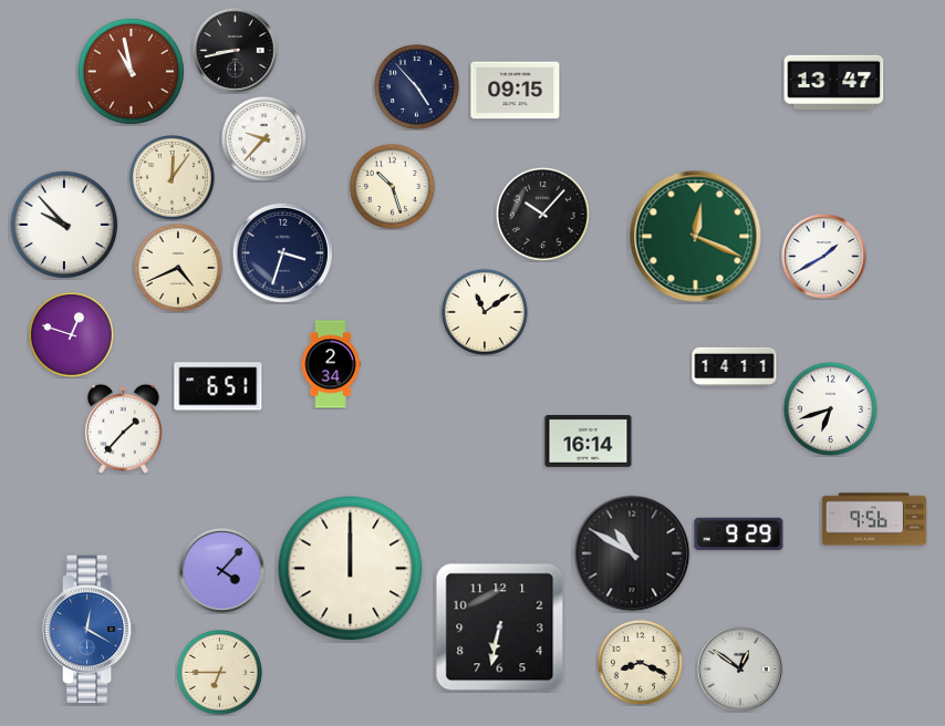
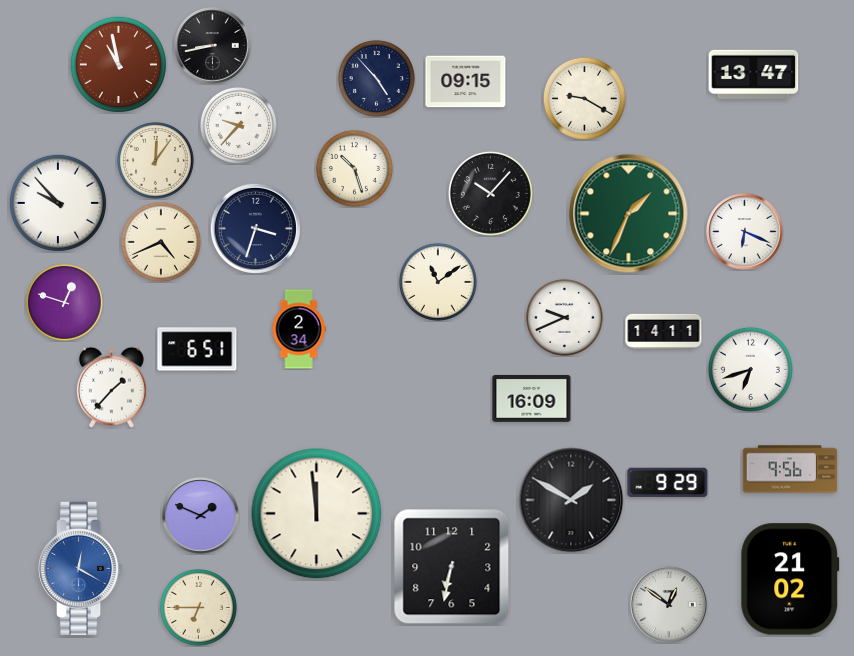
clock at (584, 98): none -> 9:20
clock at (696, 237): 12:19 -> 1:34
clock at (824, 257): 1:40 -> 6:19
clock at (564, 317): none -> 9:41
clock at (589, 440): 16:14 -> 16:09
clock at (632, 553): 10:50 -> 1:50
clock at (351, 569): 12:00 -> 11:59
clock at (222, 571): 4:07 -> 1:49
clock at (790, 579): none -> 21:02
clock at (640, 662): 8:19 -> none
